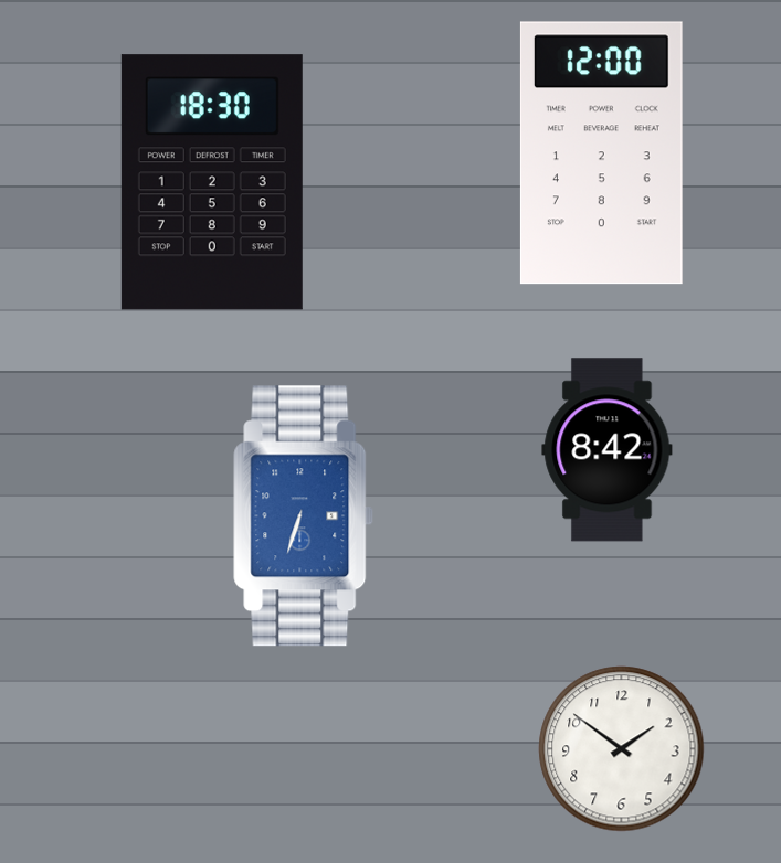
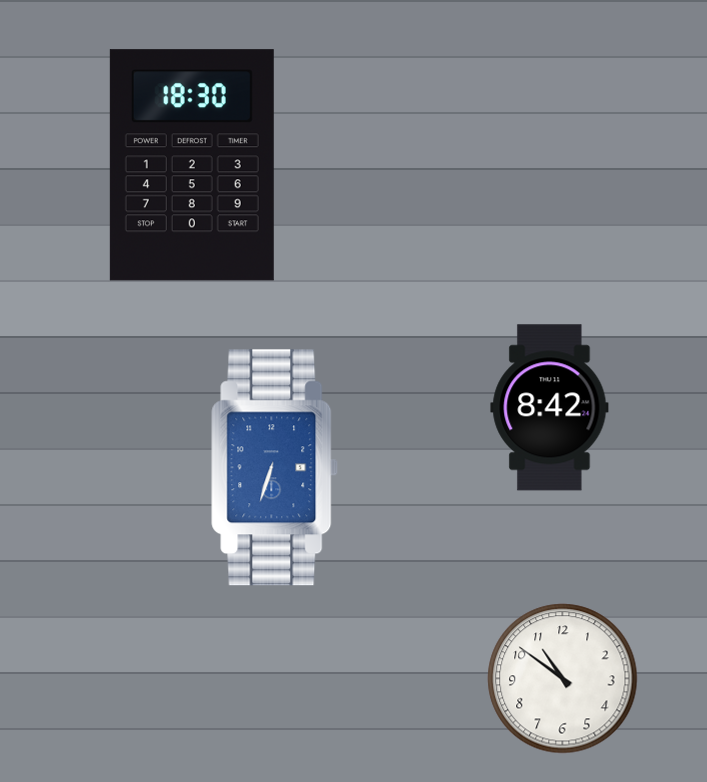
clock at (601, 153): 12:00 -> none
clock at (622, 749): 1:51 -> 10:51
